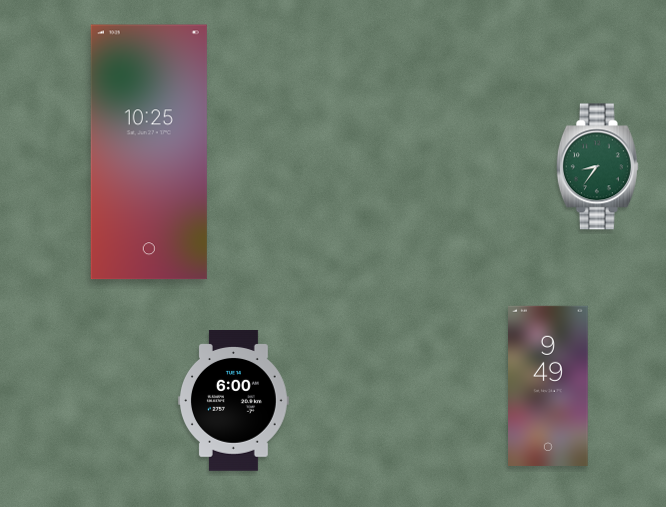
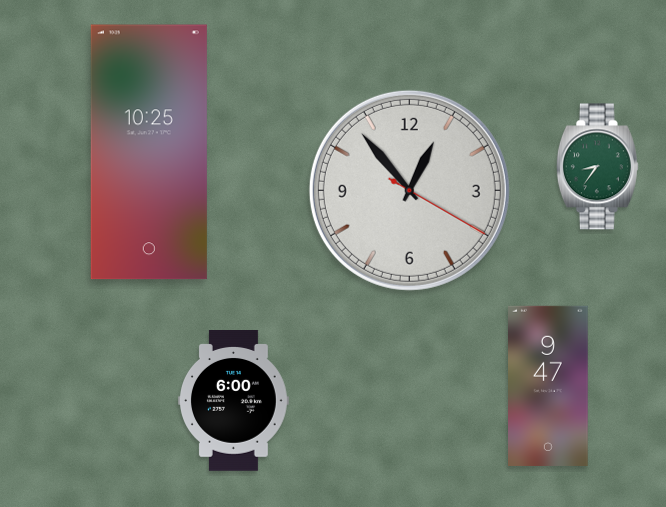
clock at (409, 190): none -> 12:53
clock at (548, 386): 9:49 -> 9:47
